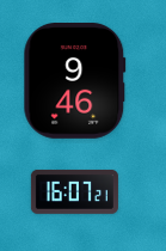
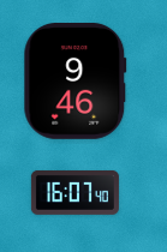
clock at (74, 191): 16:07:21 -> 16:07:40
